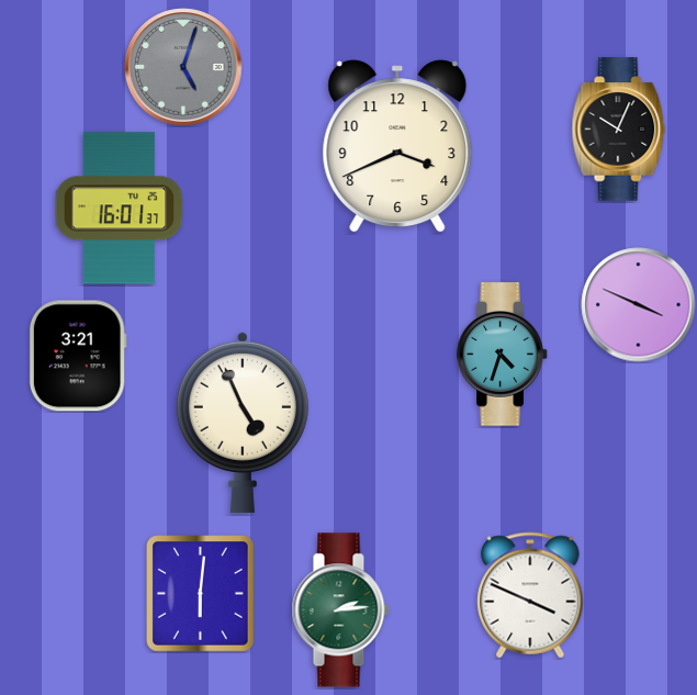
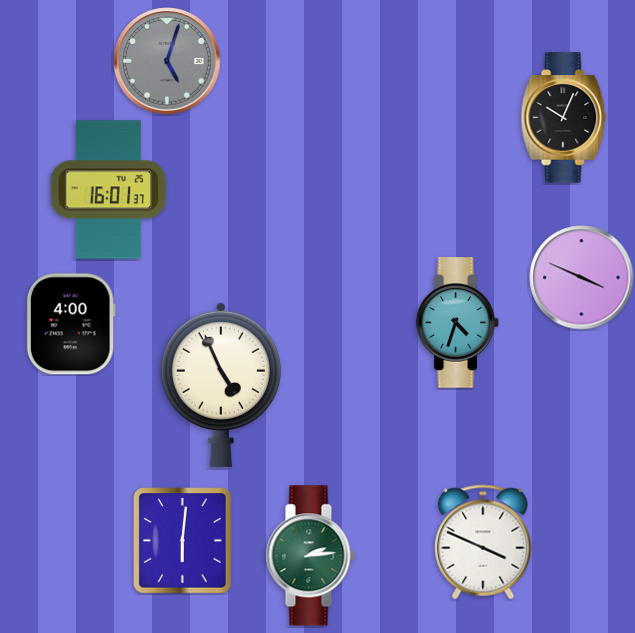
clock at (397, 146): 3:41 -> none
clock at (78, 356): 3:21 -> 4:00
